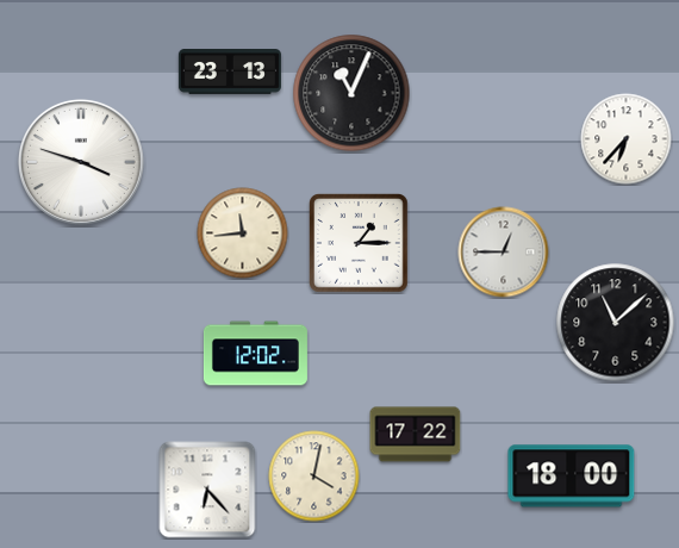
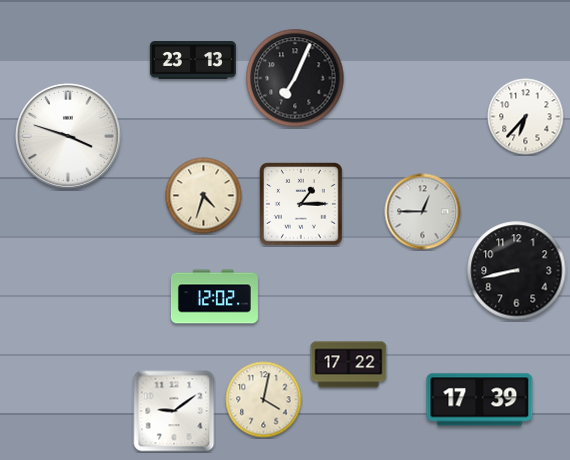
clock at (351, 93): 11:04 -> 7:04
clock at (243, 233): 11:44 -> 4:33
clock at (616, 323): 11:08 -> 8:43
clock at (572, 477): 18:00 -> 17:39
clock at (207, 490): 6:23 -> 9:09
